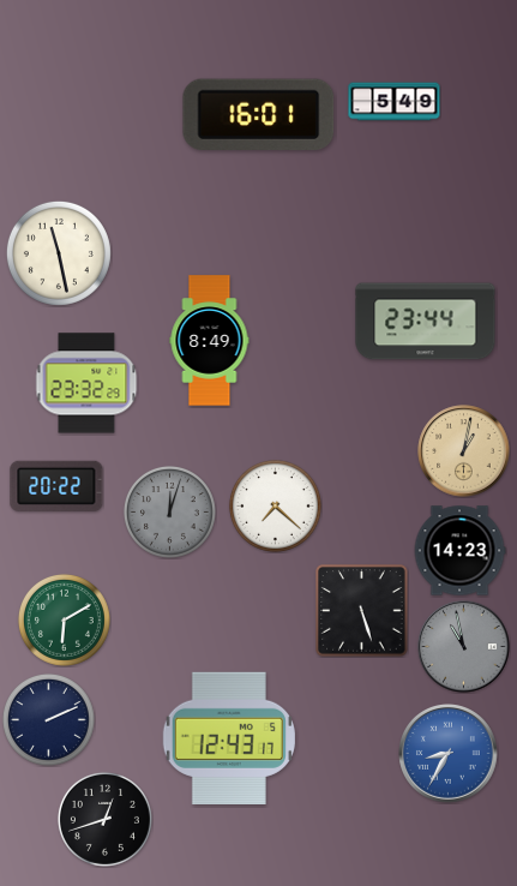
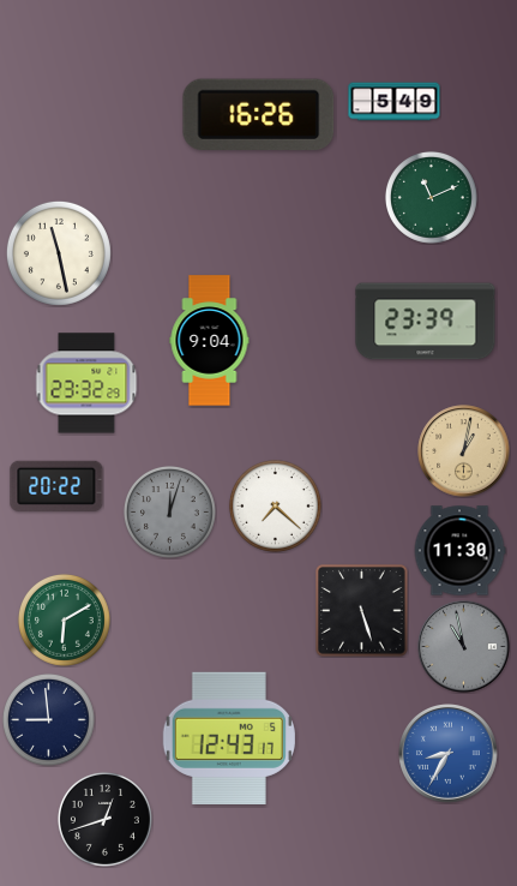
clock at (259, 114): 16:01 -> 16:26
clock at (431, 197): none -> 11:11
clock at (426, 322): 23:44 -> 23:39
clock at (210, 341): 8:49 -> 9:04
clock at (459, 551): 14:23 -> 11:30
clock at (48, 719): 2:11 -> 8:59
